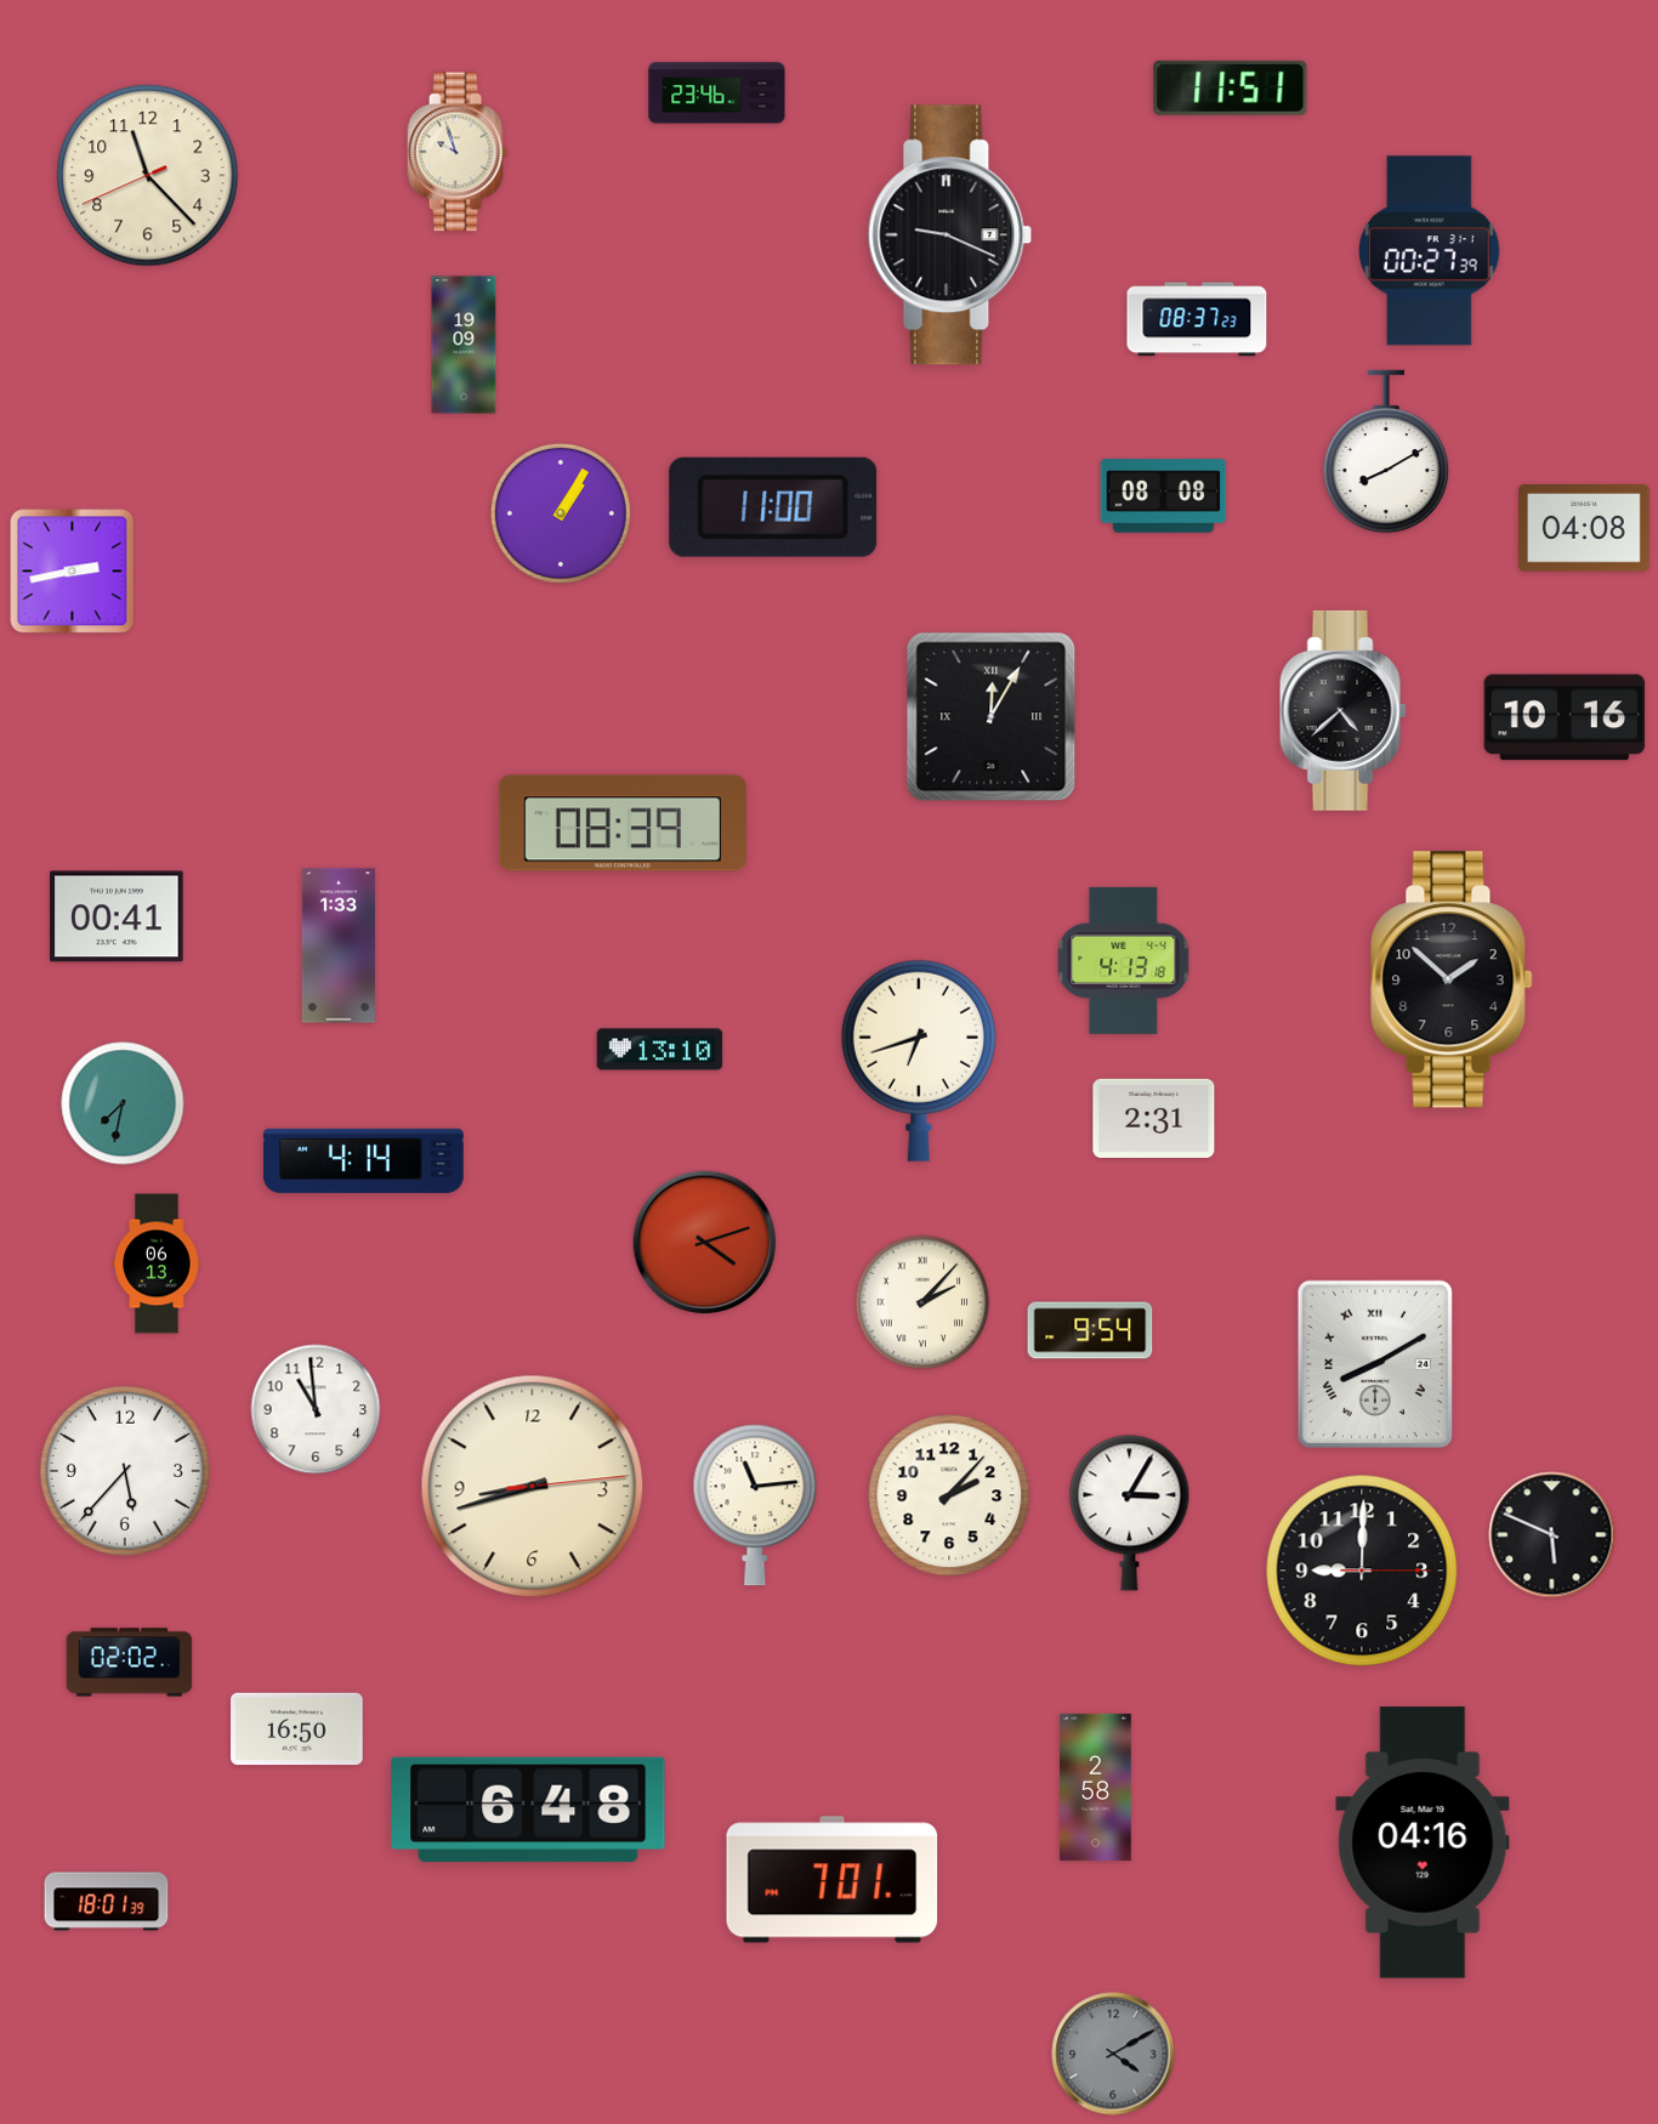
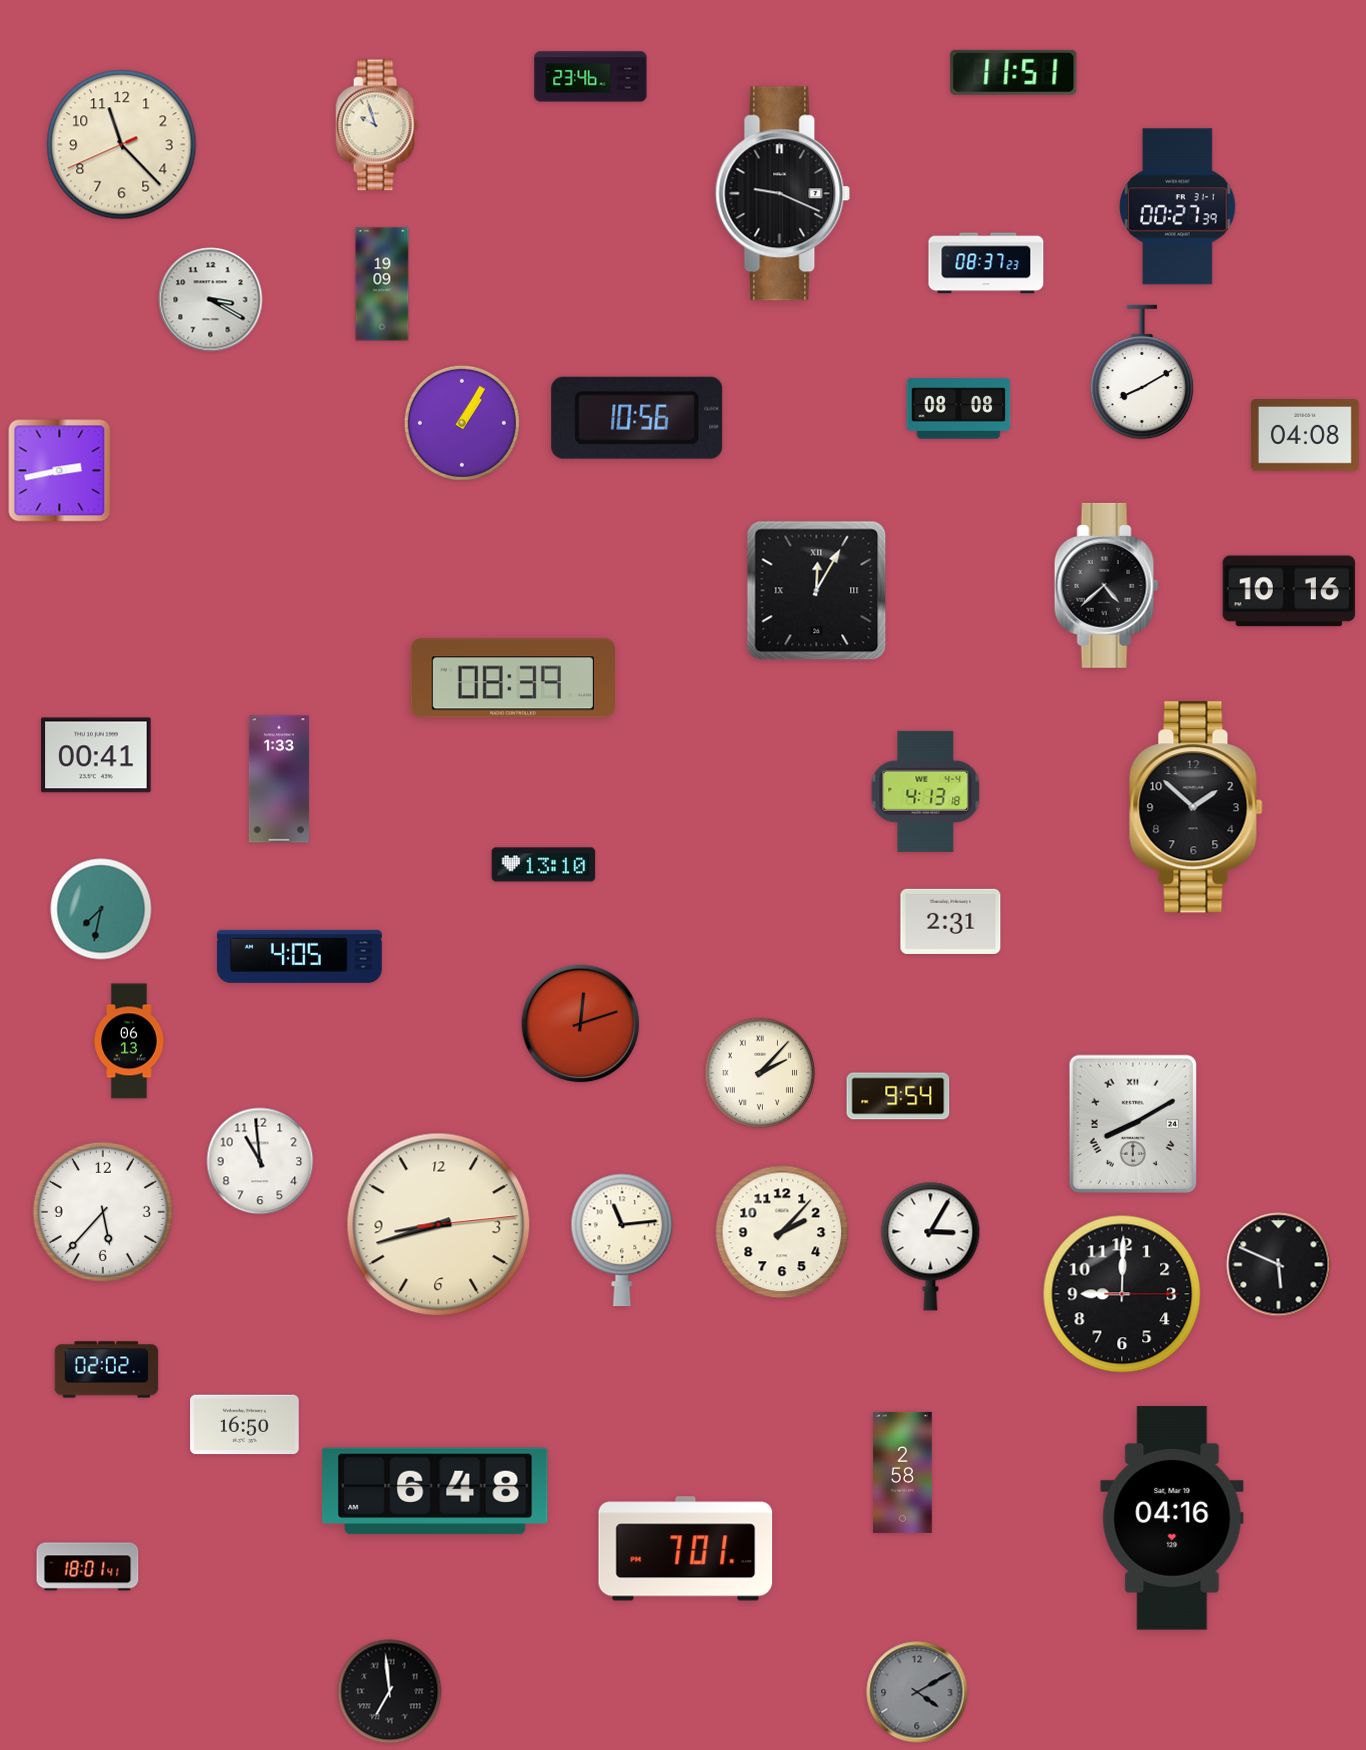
clock at (211, 300): none -> 3:20
clock at (773, 507): 11:00 -> 10:56
clock at (919, 1061): 6:42 -> none
clock at (363, 1160): 4:14 -> 4:05
clock at (705, 1243): 4:12 -> 12:12
clock at (107, 1902): 18:01:39 -> 18:01:41
clock at (390, 1692): none -> 6:59
